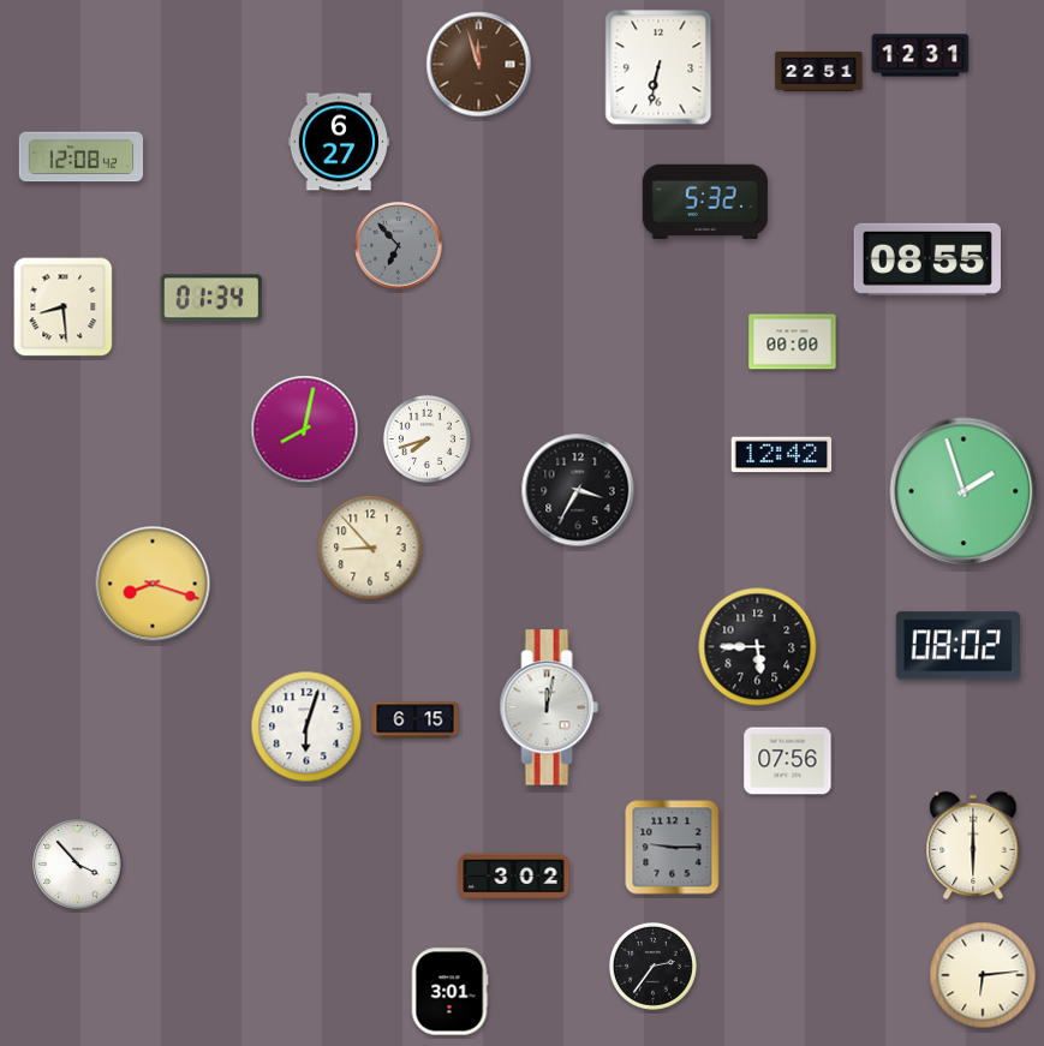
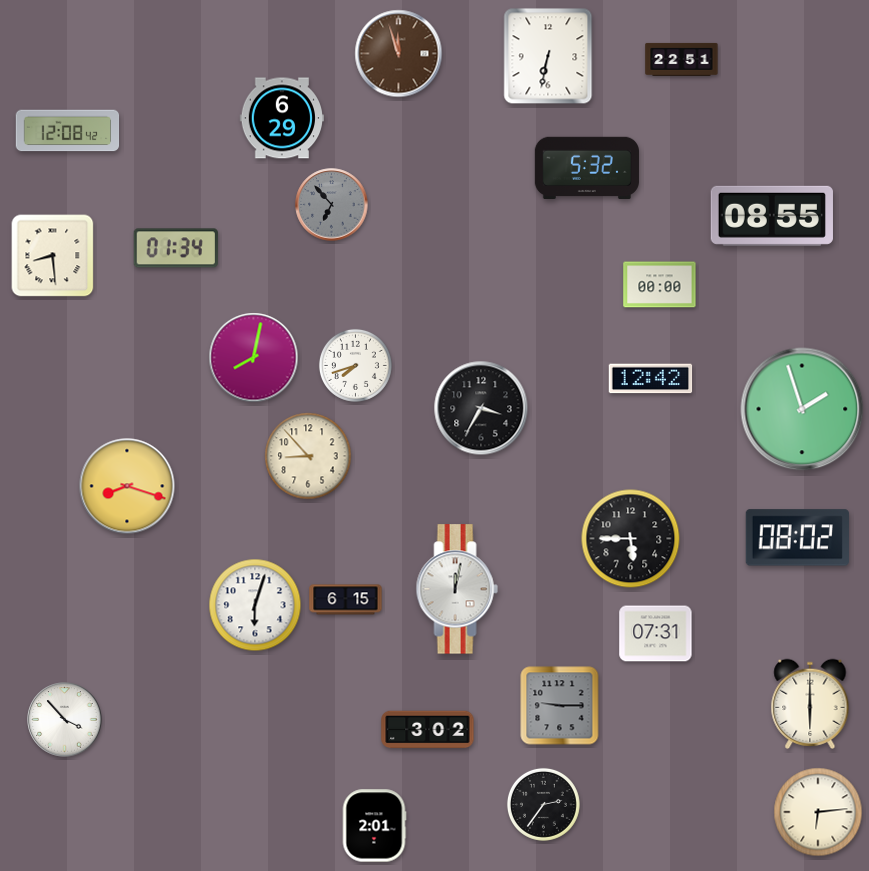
clock at (920, 55): 12:31 -> none
clock at (338, 142): 6:27 -> 6:29
clock at (788, 761): 07:56 -> 07:31
clock at (449, 992): 3:01 -> 2:01
